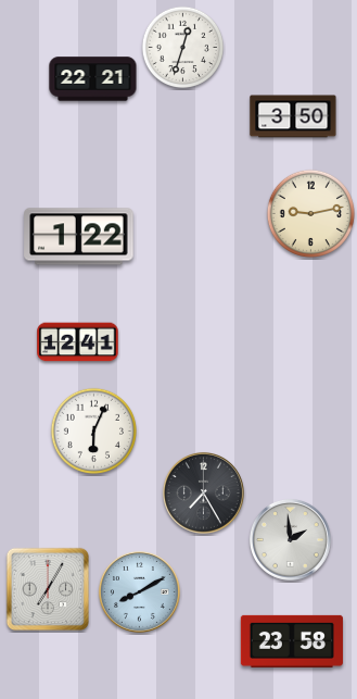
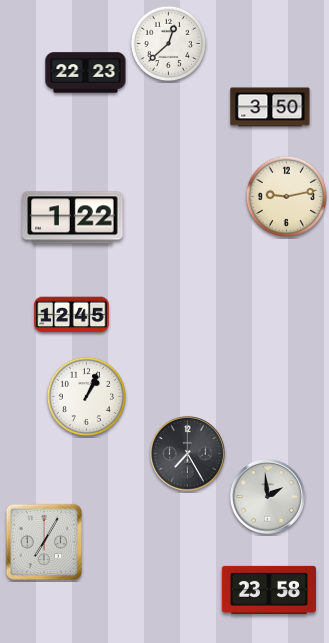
clock at (183, 48): 12:33 -> 12:38
clock at (93, 79): 22:21 -> 22:23
clock at (78, 342): 12:41 -> 12:45
clock at (93, 430): 6:04 -> 1:04
clock at (139, 591): 8:10 -> none
